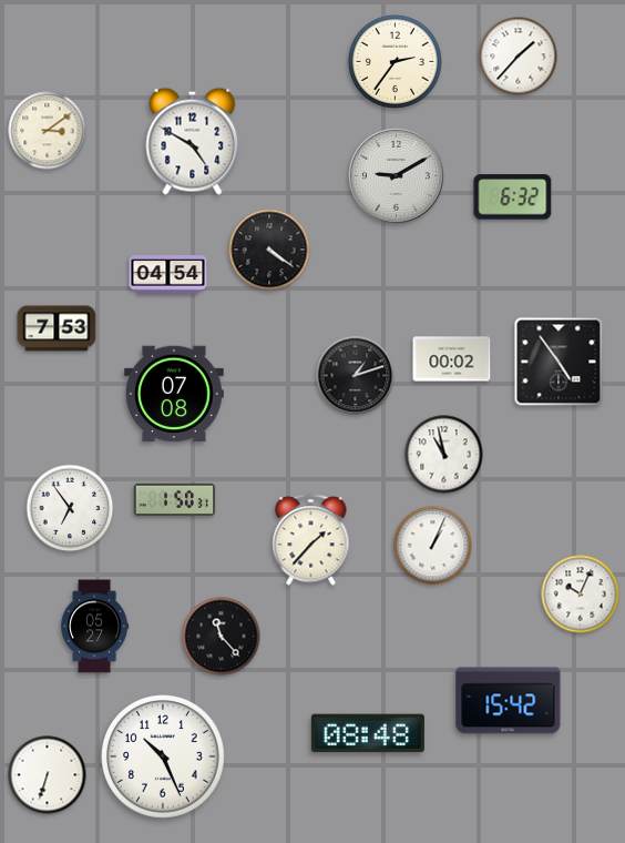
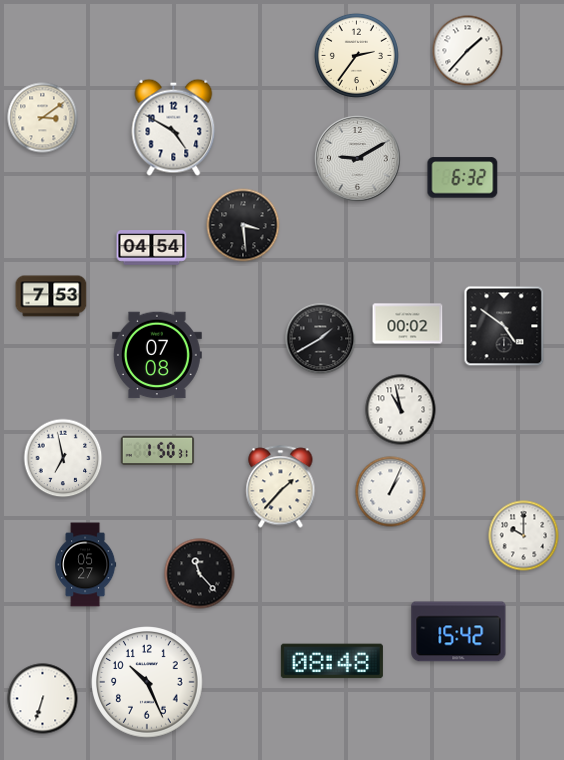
clock at (269, 250): 4:21 -> 3:29
clock at (559, 362): 4:54 -> 4:51
clock at (356, 376): 1:12 -> 1:40
clock at (70, 508): 6:54 -> 6:58
clock at (581, 595): 10:04 -> 10:00
